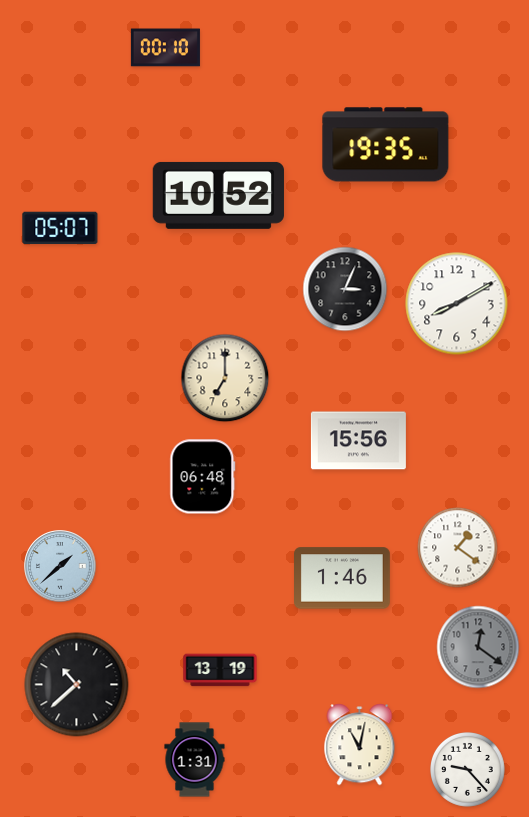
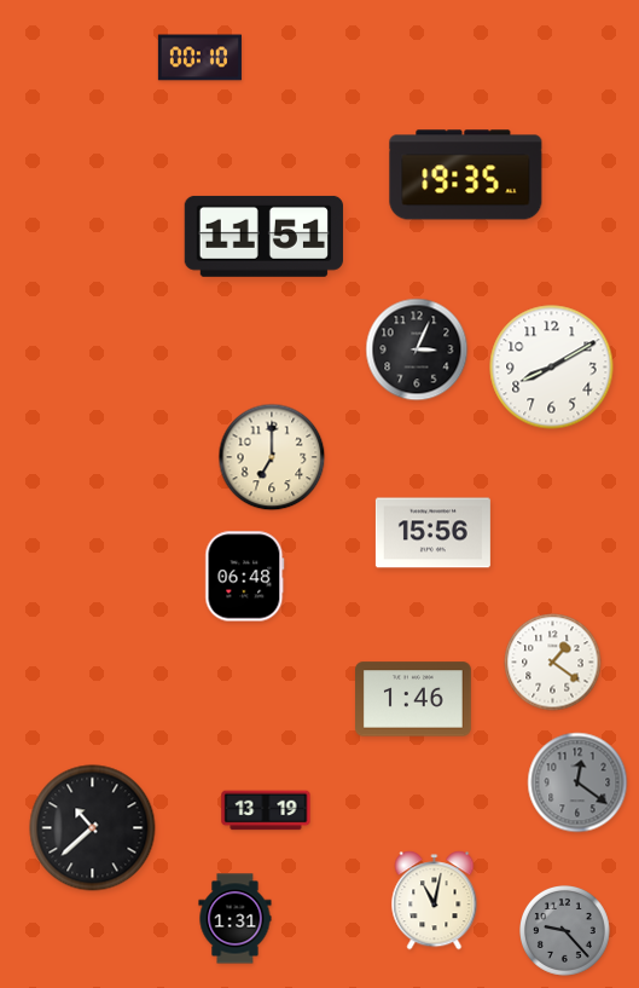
clock at (218, 195): 10:52 -> 11:51
clock at (60, 228): 05:07 -> none
clock at (60, 566): 1:38 -> none
clock at (468, 770) dial: white -> grey
